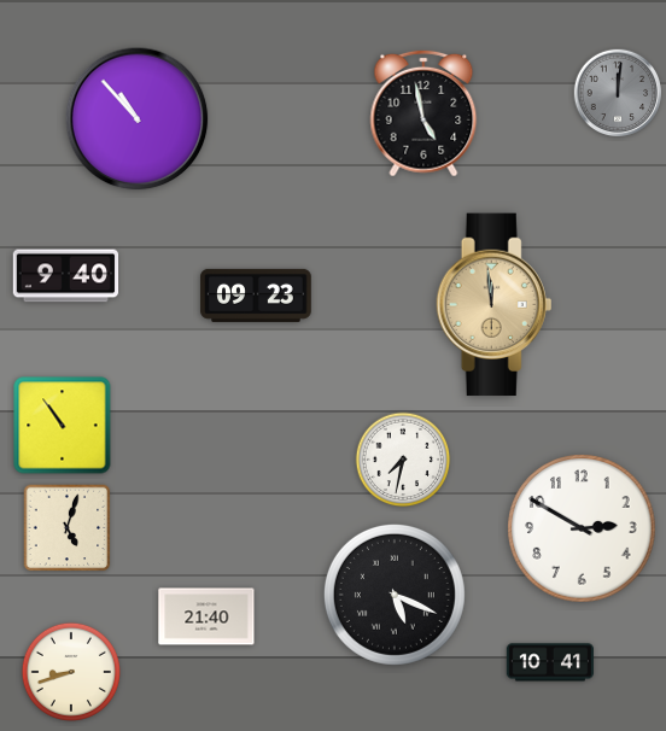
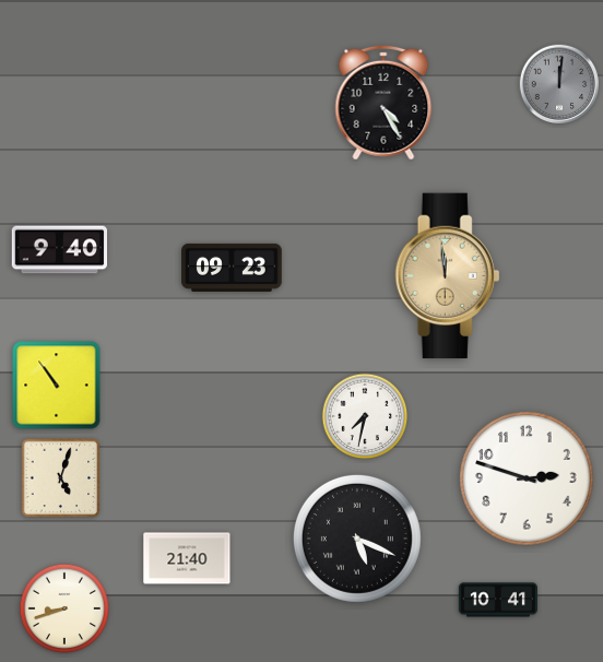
clock at (423, 113): 4:58 -> 4:25
clock at (138, 119): 10:53 -> none
clock at (582, 528): 2:50 -> 2:48
